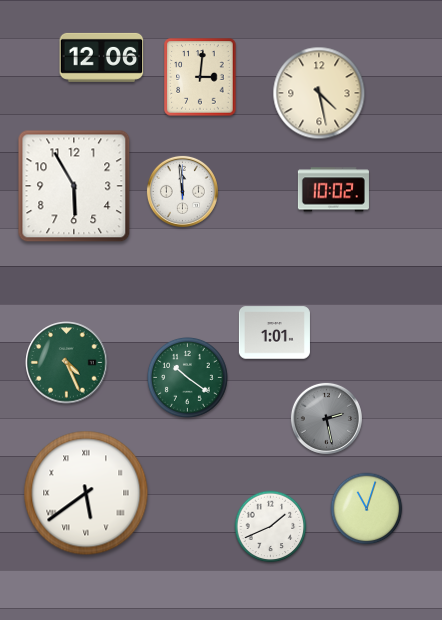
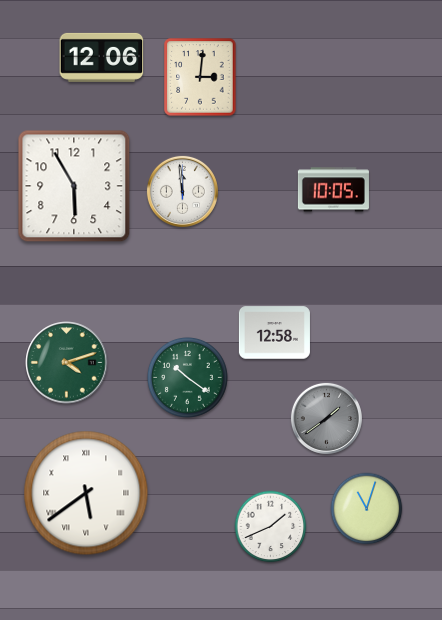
clock at (319, 93): 4:28 -> none
clock at (333, 190): 10:02 -> 10:05
clock at (274, 333): 1:01 -> 12:58
clock at (67, 363): 4:26 -> 4:12
clock at (326, 418): 2:28 -> 1:39
